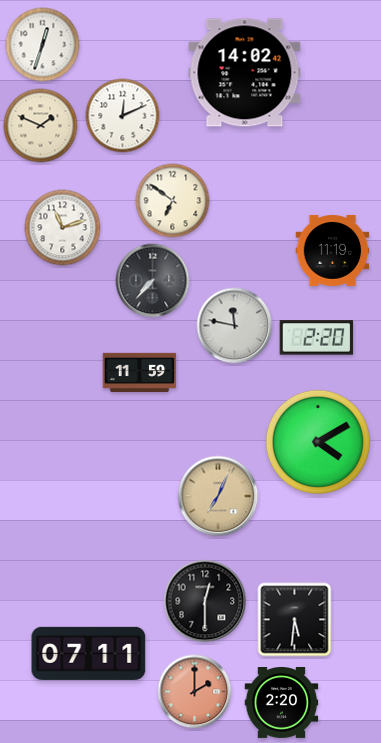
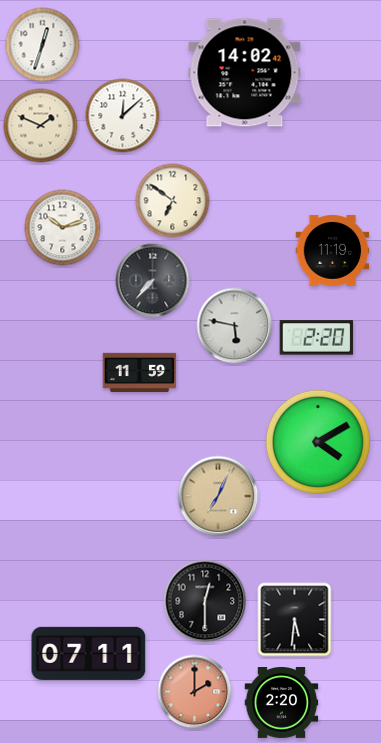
clock at (123, 116): 12:11 -> 12:08
clock at (63, 228): 11:12 -> 10:12
clock at (235, 326): 11:47 -> 5:47
